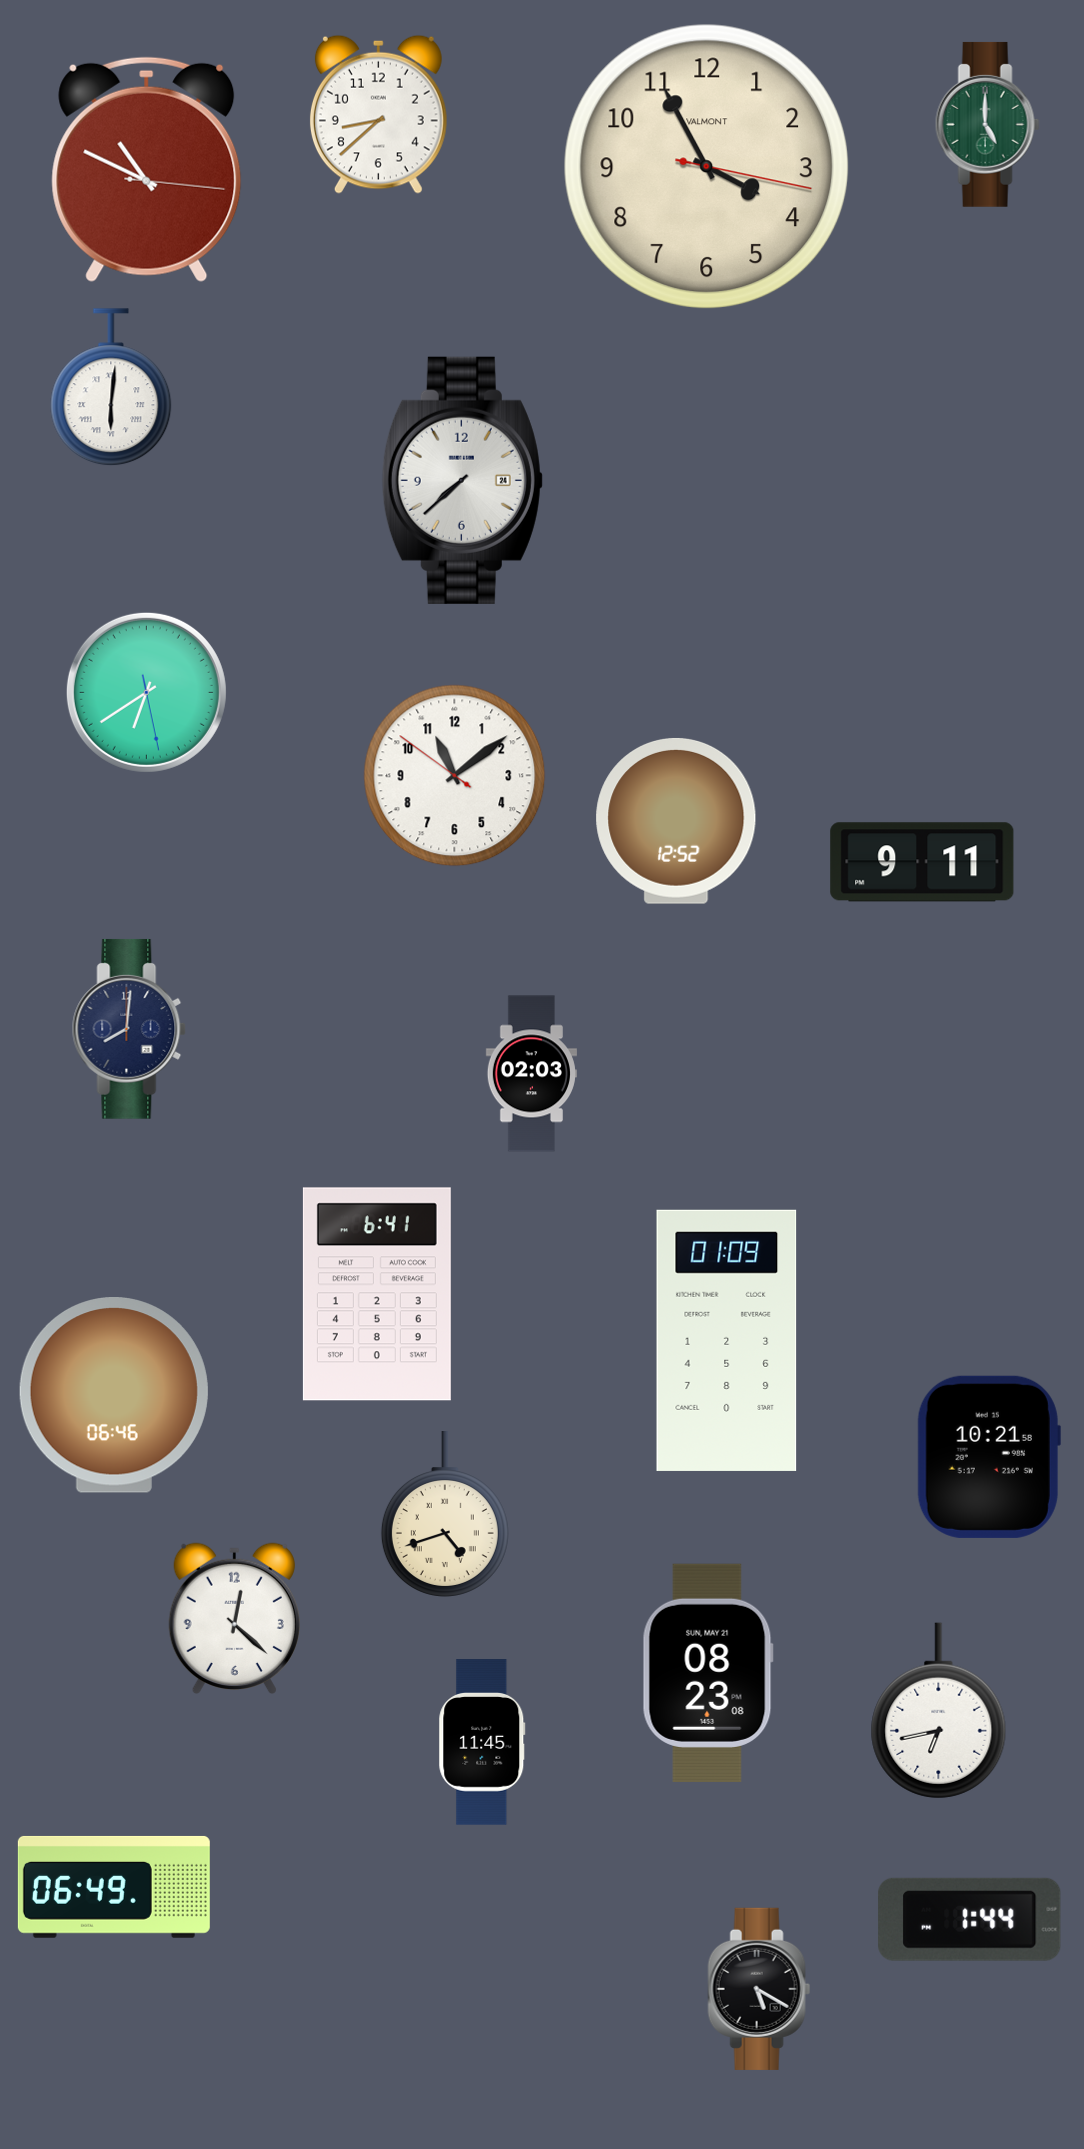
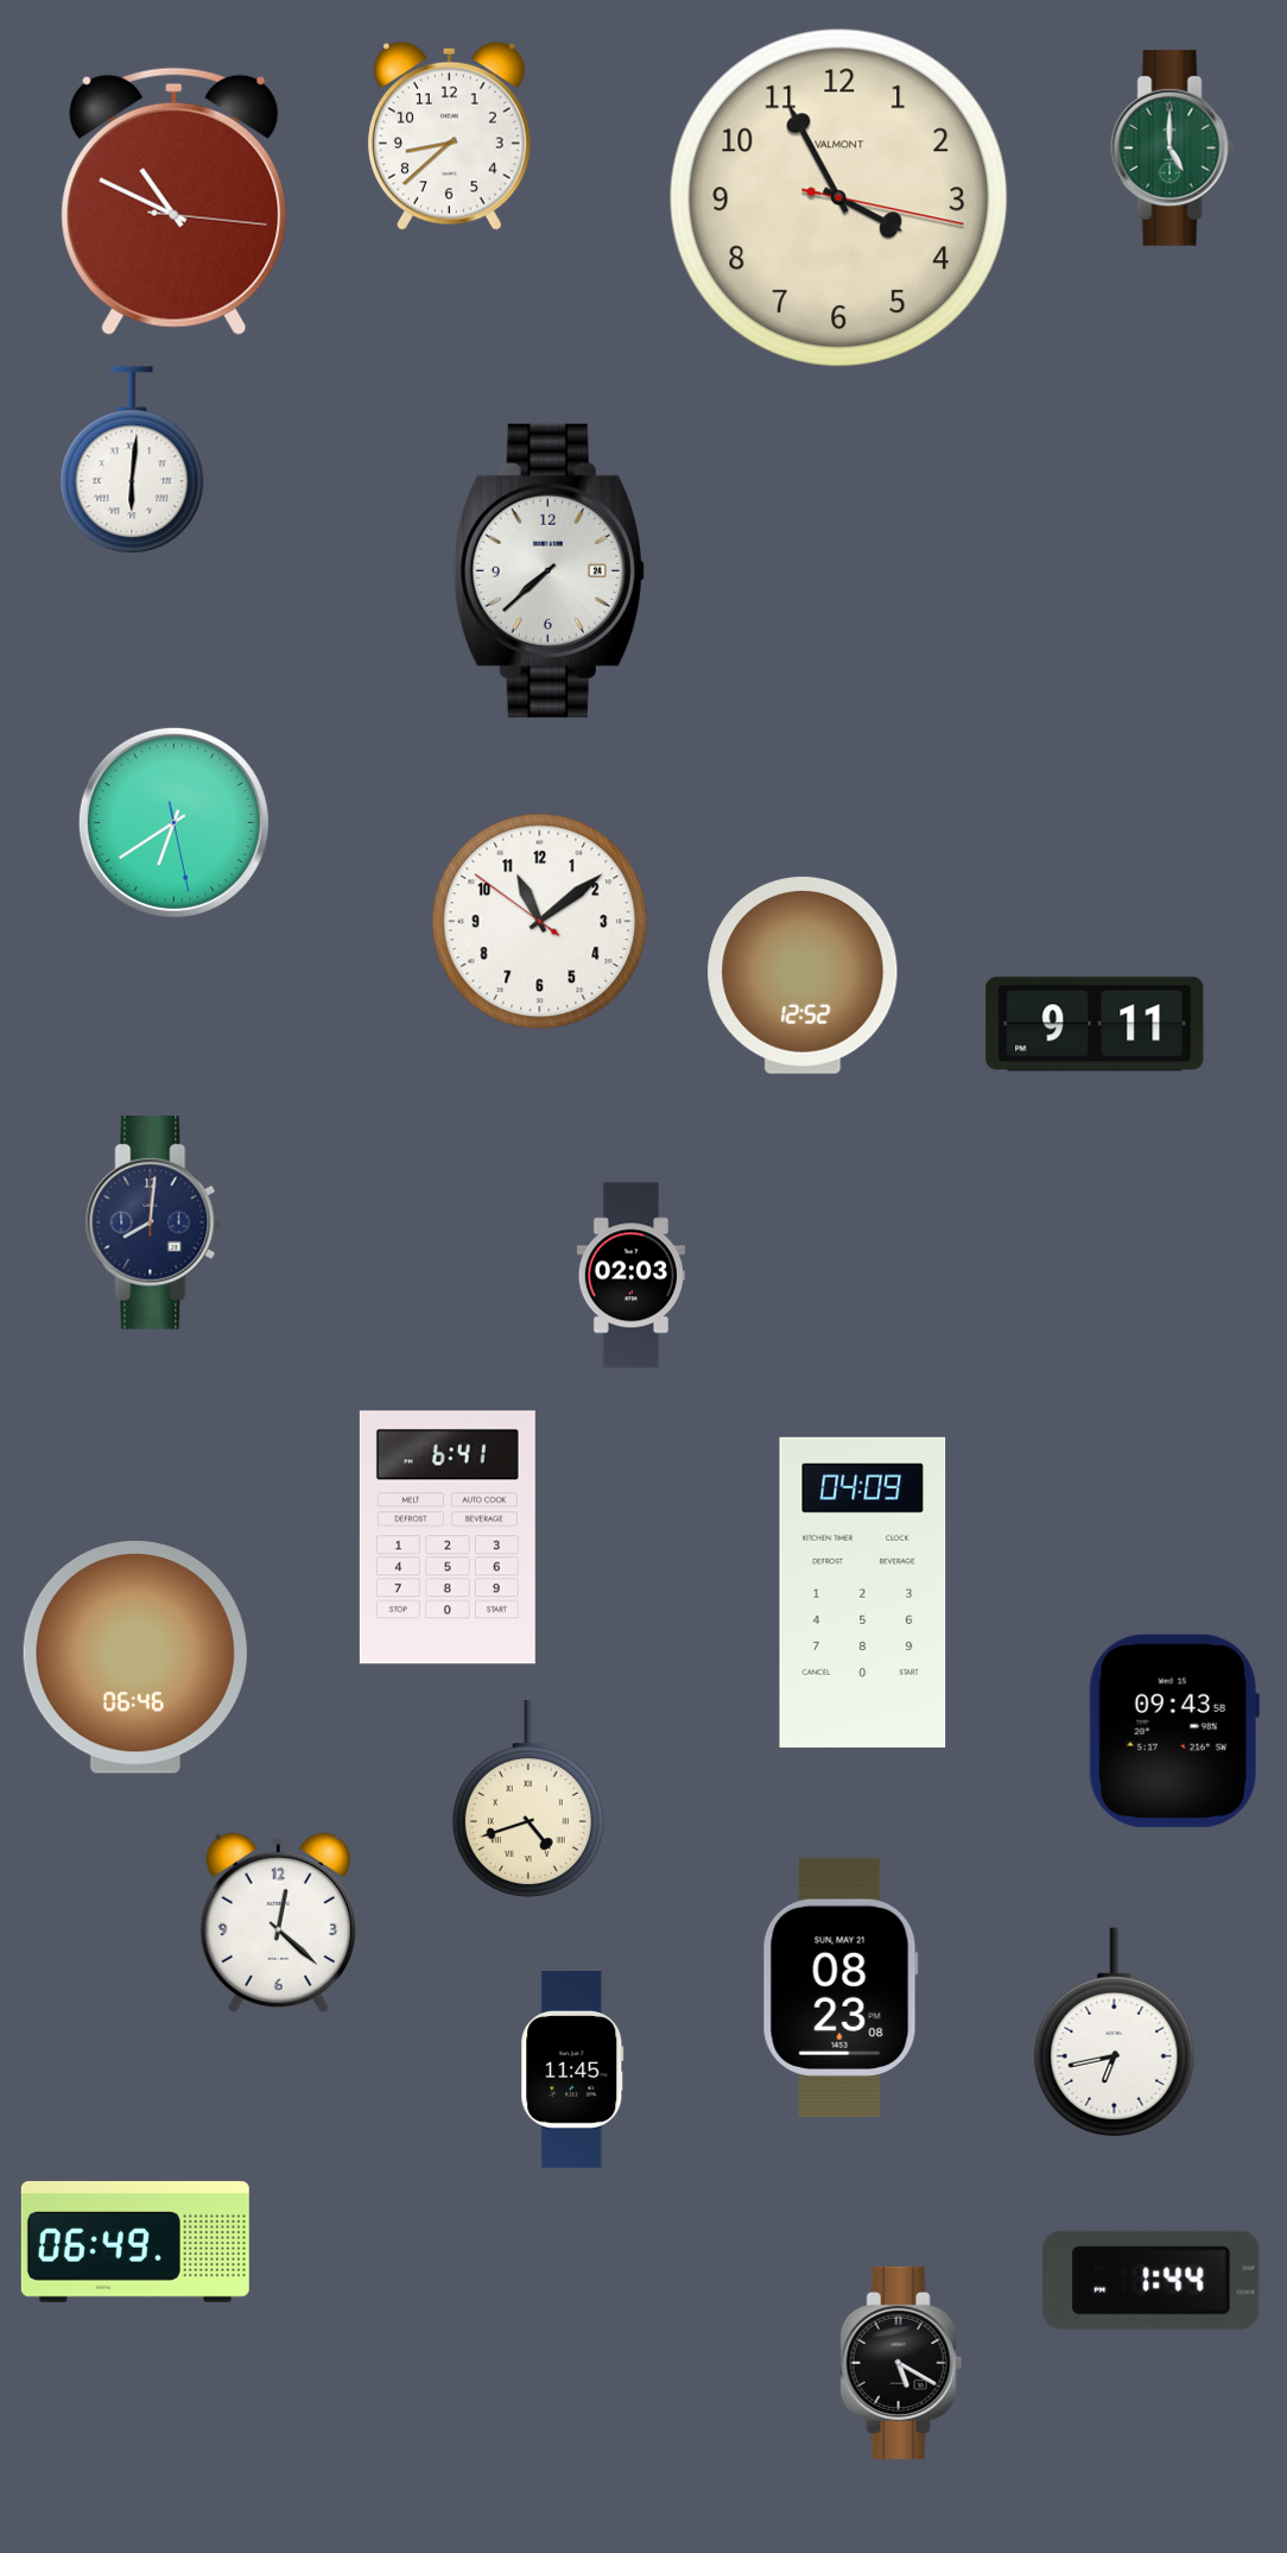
clock at (727, 1340): 01:09 -> 04:09
clock at (989, 1457): 10:21 -> 09:43
